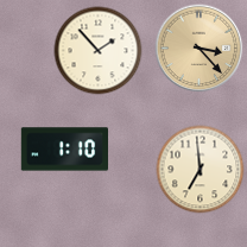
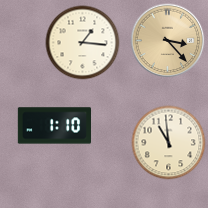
clock at (99, 51): 1:53 -> 1:16
clock at (201, 170): 6:59 -> 10:59
